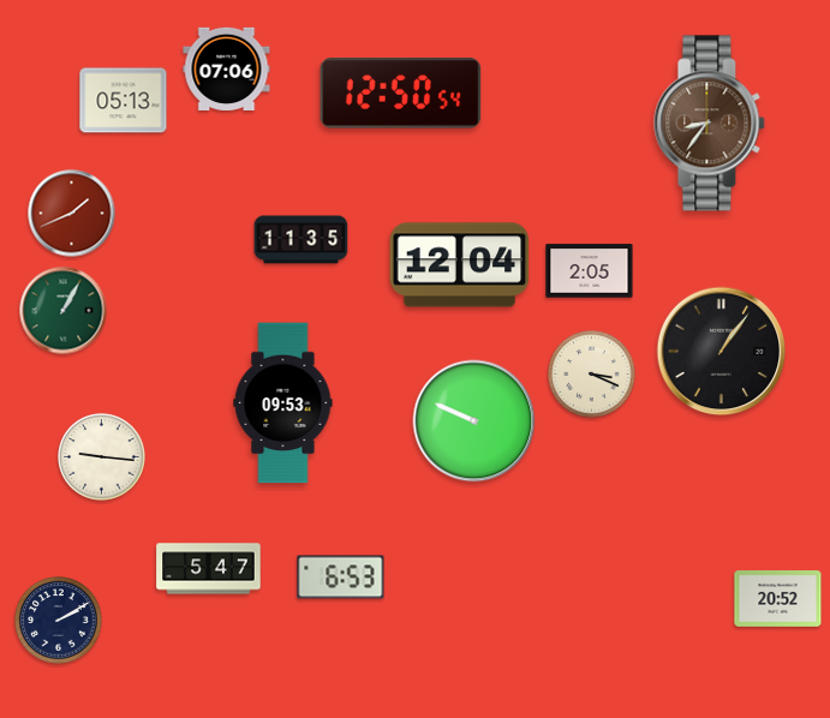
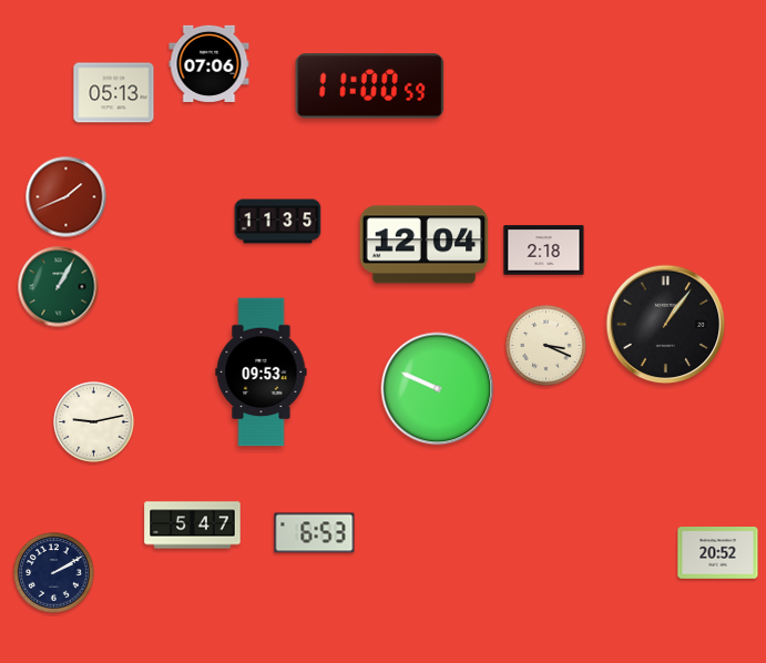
clock at (401, 94): 12:50 -> 11:00
clock at (710, 124): 8:36 -> none
clock at (590, 271): 2:05 -> 2:18
clock at (102, 457): 9:16 -> 9:13
